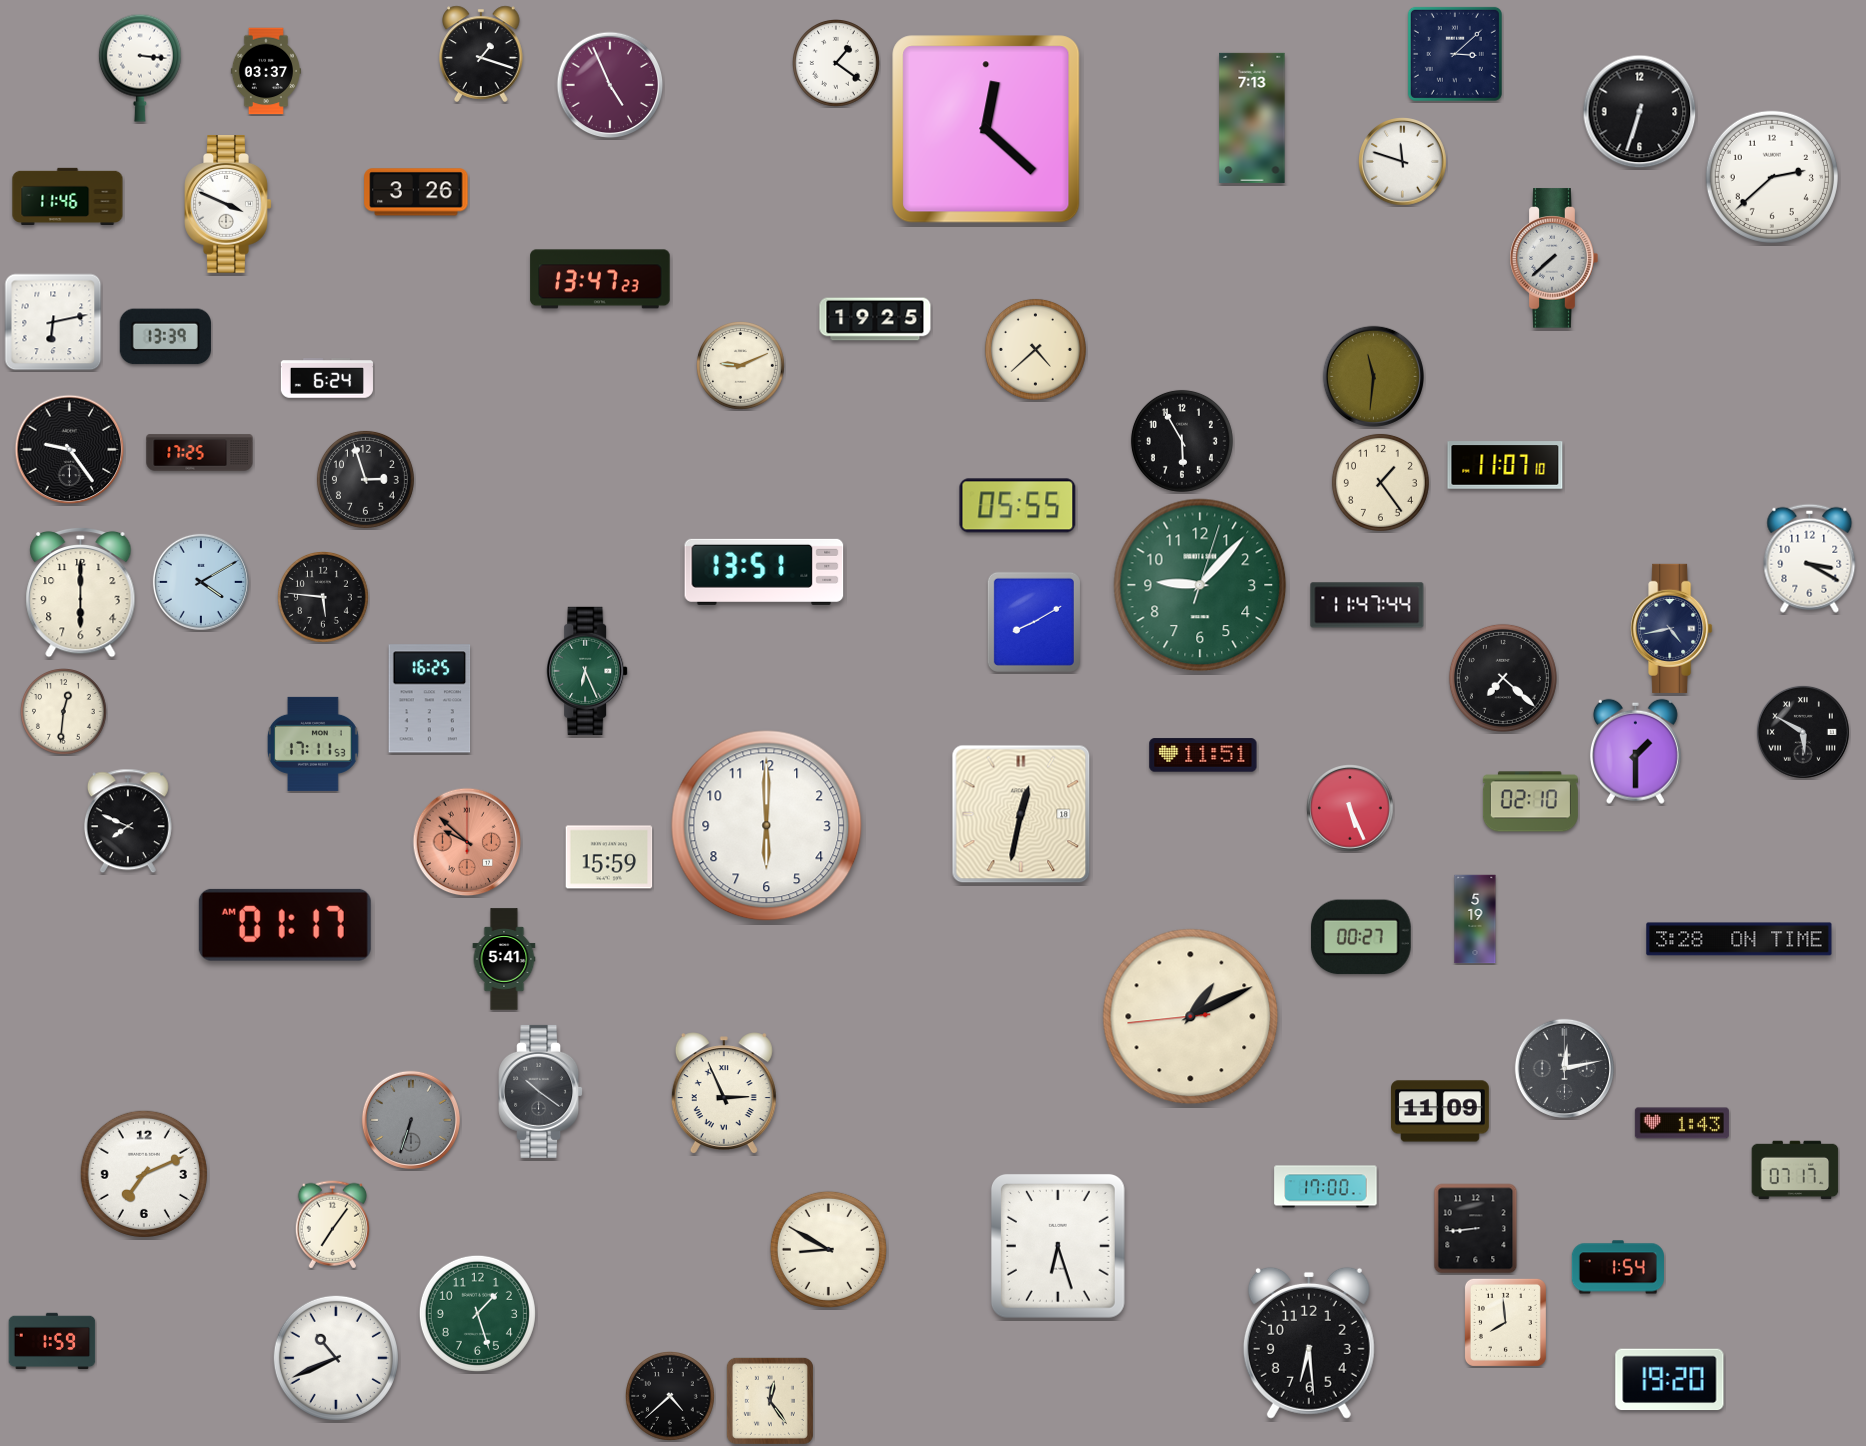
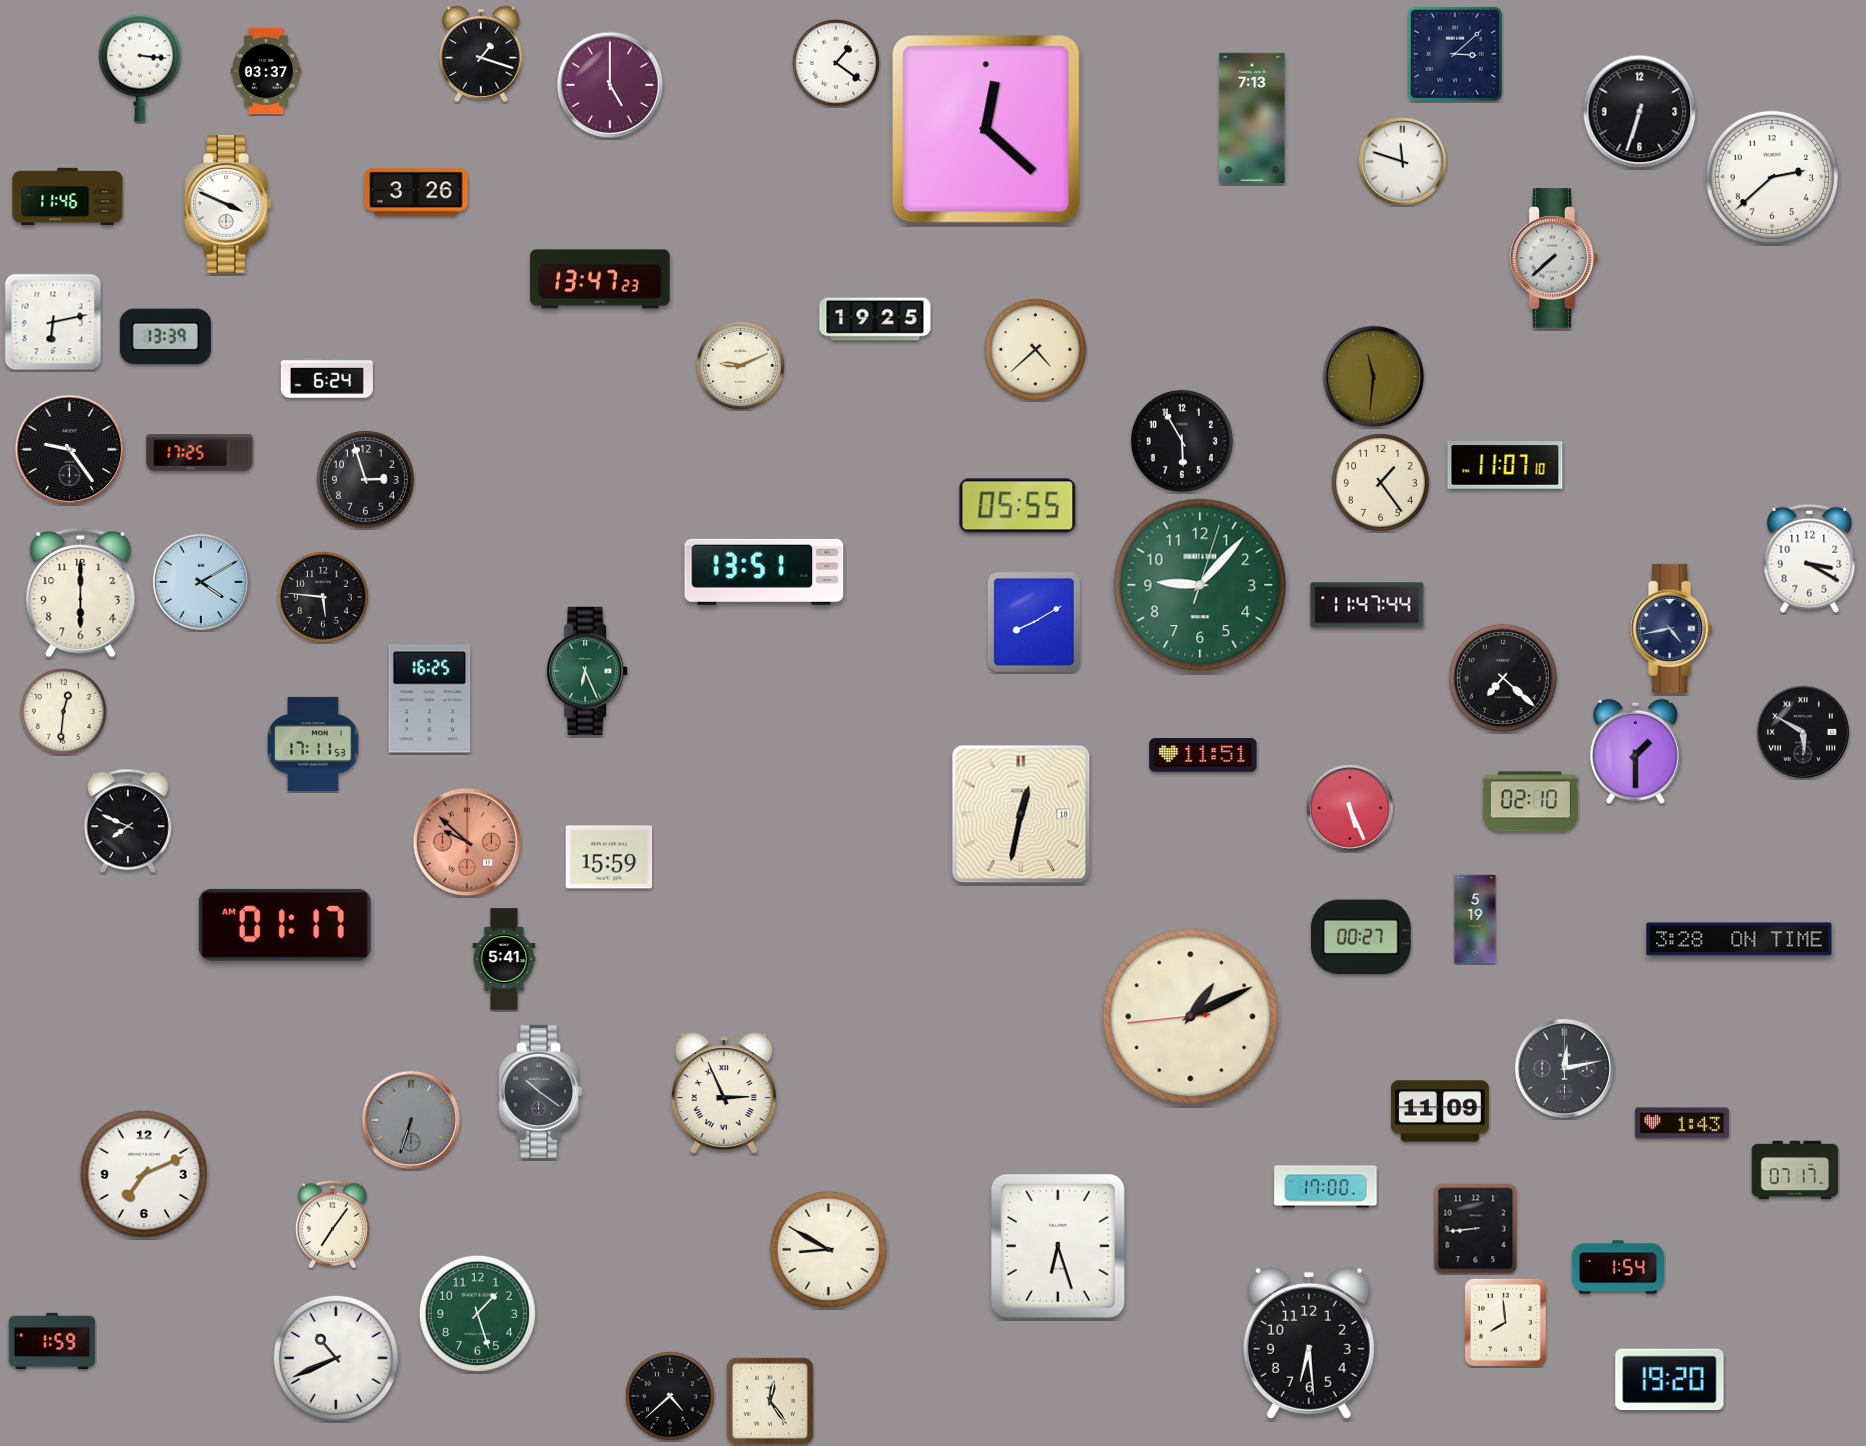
clock at (610, 85): 4:56 -> 5:00
clock at (767, 826): 6:00 -> none
